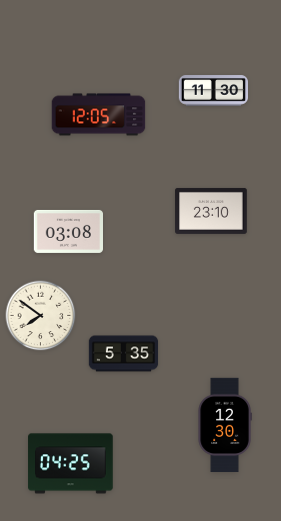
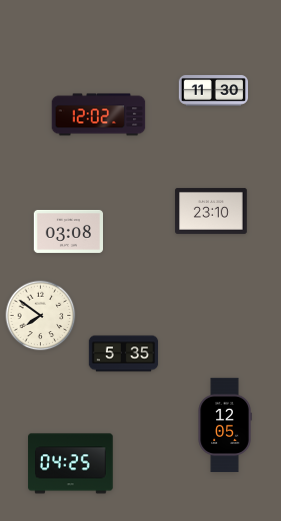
clock at (99, 115): 12:05 -> 12:02
clock at (225, 425): 12:30 -> 12:05
